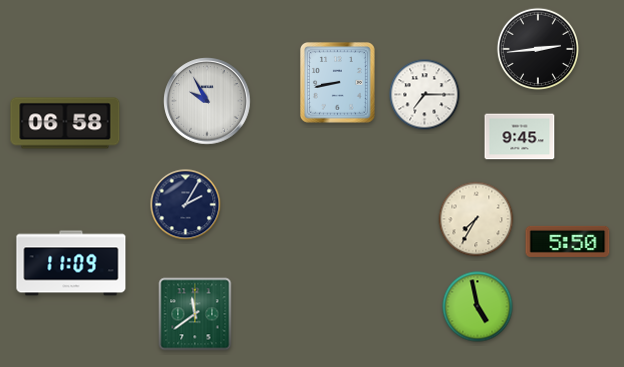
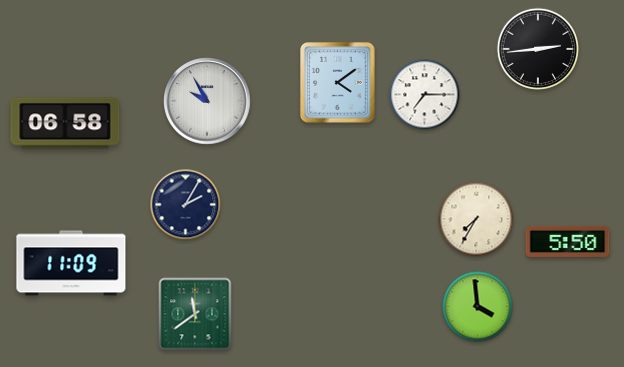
clock at (338, 83): 8:43 -> 4:09
clock at (520, 137): 9:45 -> none
clock at (478, 307): 4:58 -> 3:59
